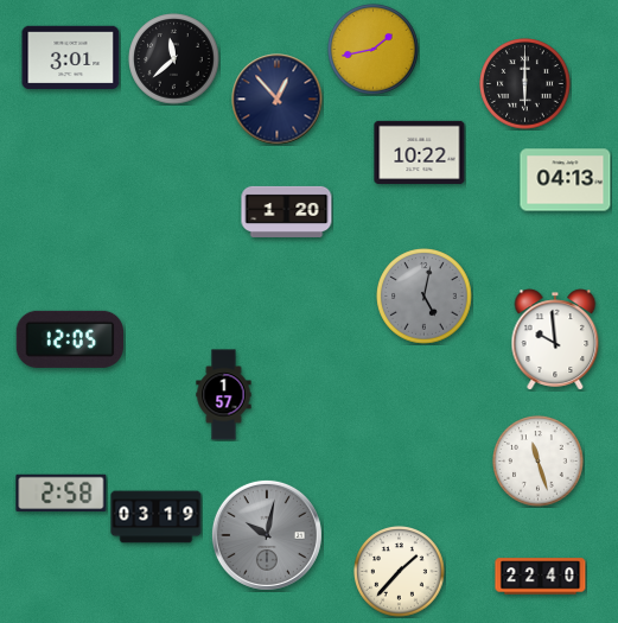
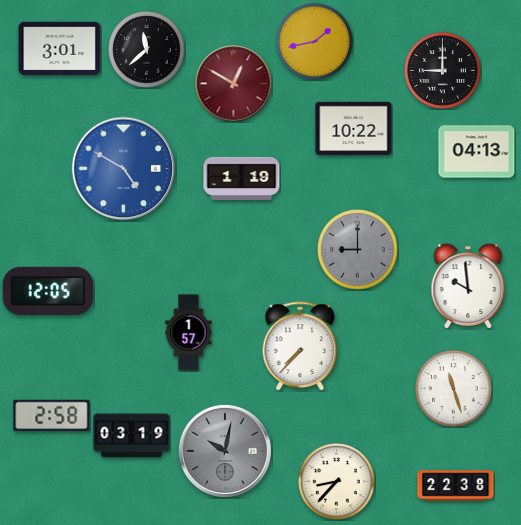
clock at (525, 84): 6:00 -> 9:00
clock at (278, 100): 12:53 -> 12:50
clock at (278, 100) dial: navy -> burgundy
clock at (124, 169): none -> 4:50
clock at (287, 211): 1:20 -> 1:19
clock at (425, 297): 5:02 -> 9:00
clock at (70, 339) position: (70, 339) -> (48, 291)
clock at (300, 346): none -> 7:37
clock at (400, 572): 1:37 -> 8:37
clock at (541, 577): 22:40 -> 22:38
